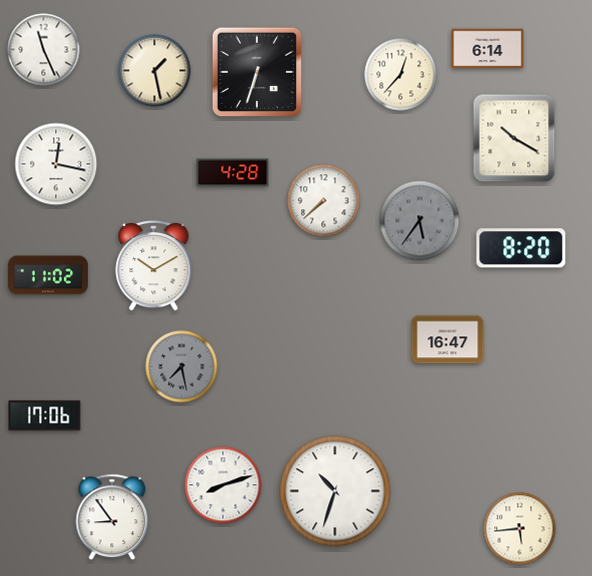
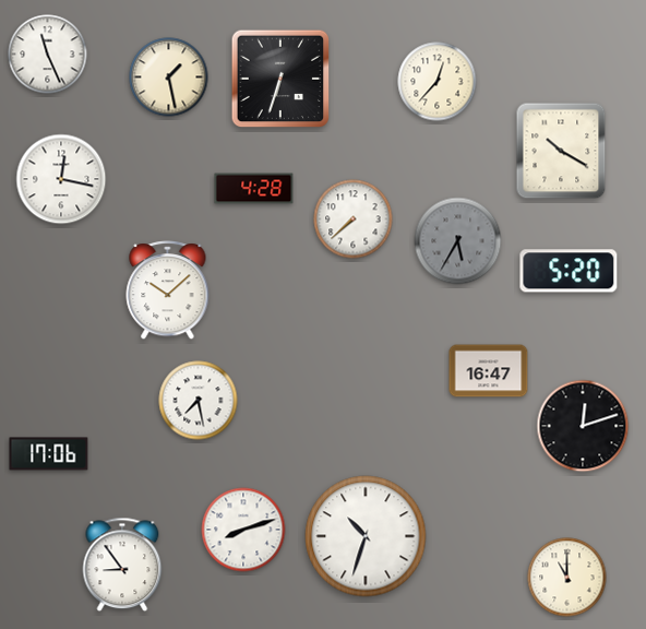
clock at (488, 49): 6:14 -> none
clock at (420, 221): 5:36 -> 5:35
clock at (521, 248): 8:20 -> 5:20
clock at (154, 266): 10:10 -> 10:08
clock at (48, 275): 11:02 -> none
clock at (182, 367) dial: grey -> white
clock at (583, 426): none -> 12:12
clock at (520, 529): 5:44 -> 11:00
